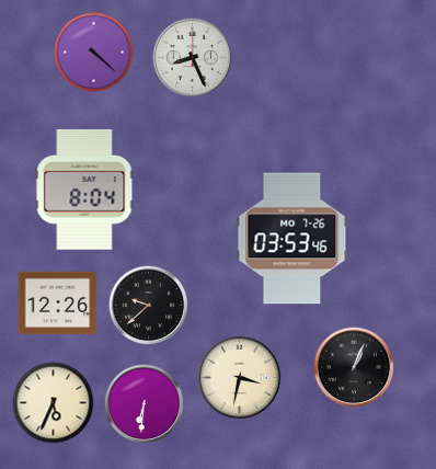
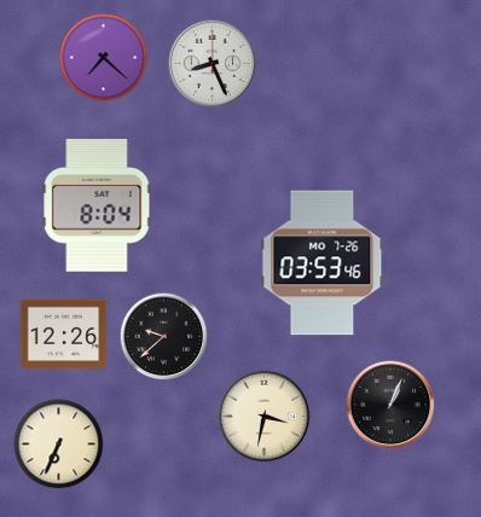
clock at (94, 53): 4:22 -> 7:22
clock at (84, 190) position: (84, 190) -> (97, 205)
clock at (54, 403): 5:34 -> 6:34
clock at (145, 404): 6:31 -> none
